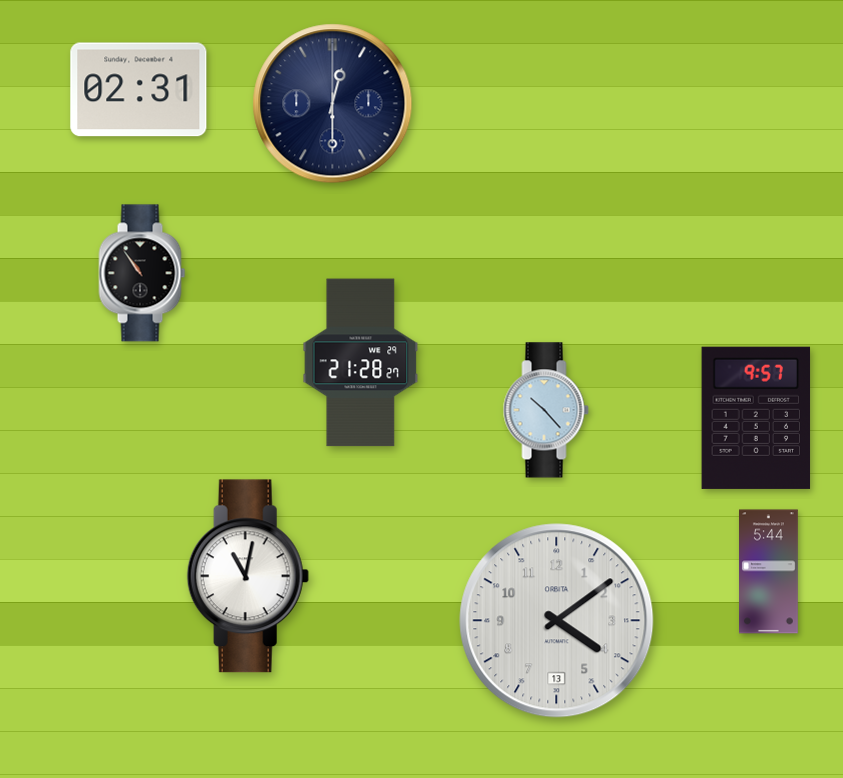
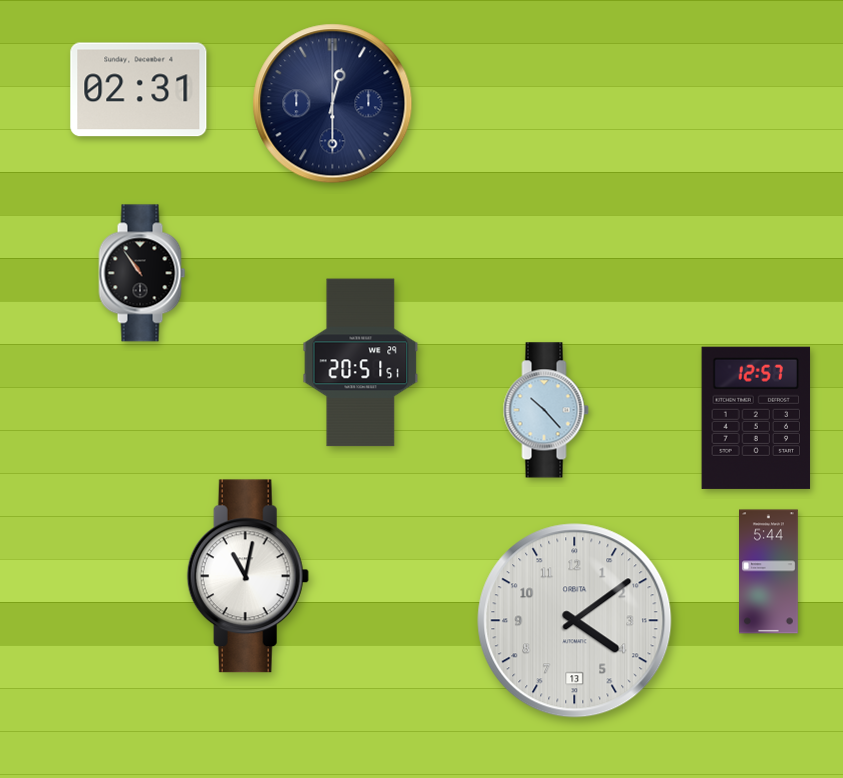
clock at (361, 363): 21:28 -> 20:51
clock at (756, 418): 9:57 -> 12:57
clock at (557, 621) position: (557, 621) -> (575, 621)
